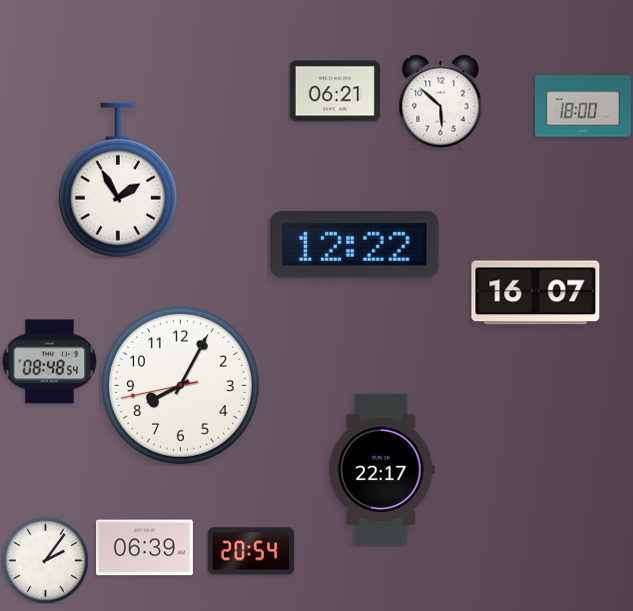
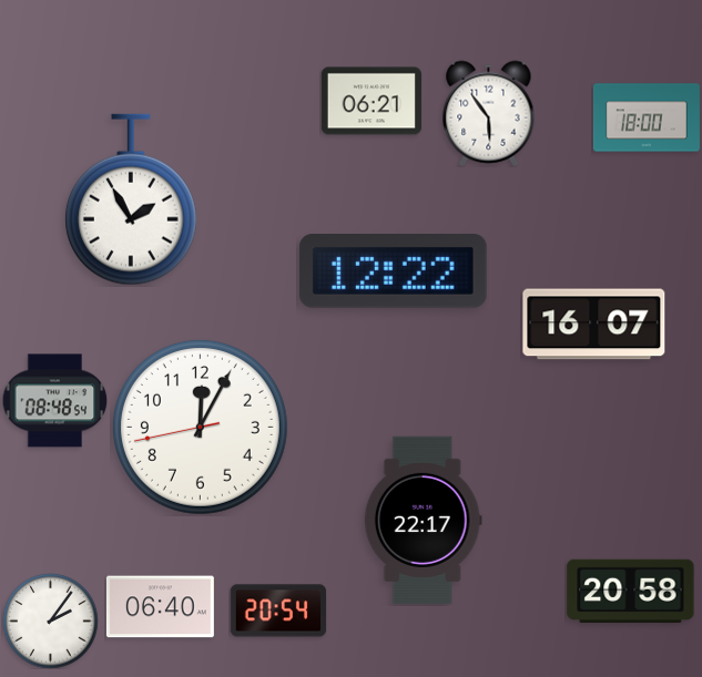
clock at (441, 102): 5:52 -> 5:54
clock at (180, 385): 8:04 -> 12:04
clock at (631, 592): none -> 20:58
clock at (144, 548): 06:39 -> 06:40
